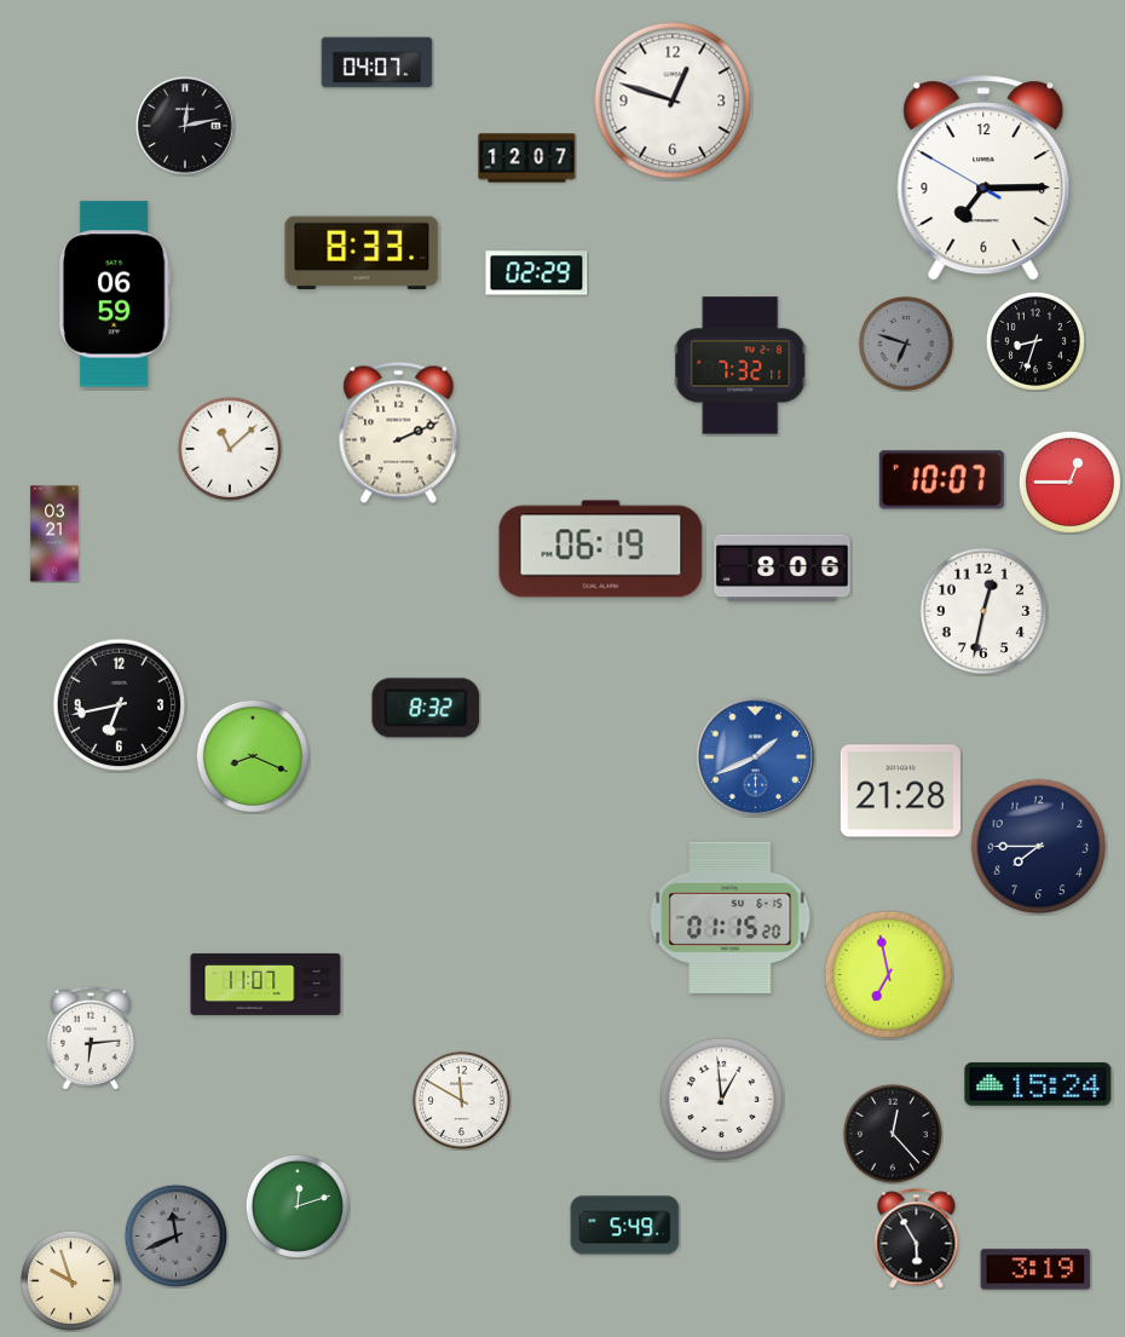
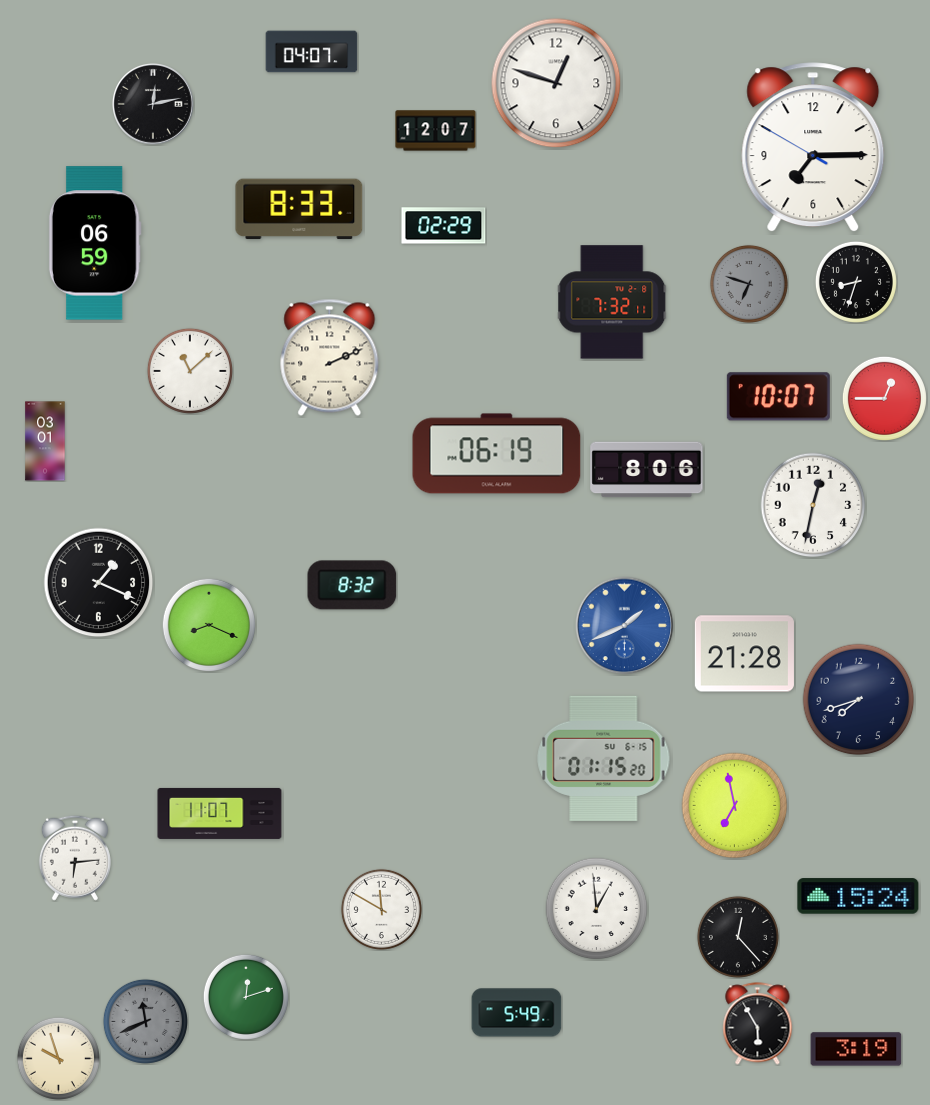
clock at (54, 534): 03:21 -> 03:01
clock at (120, 705): 6:43 -> 1:19
clock at (1039, 847): 7:45 -> 7:42
